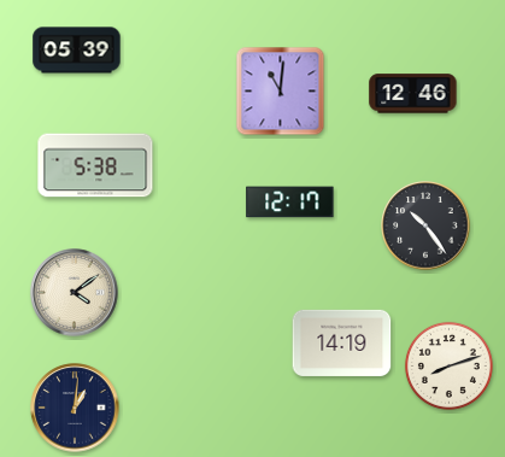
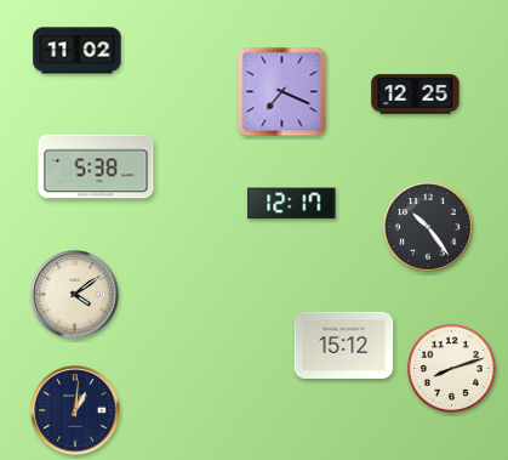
clock at (77, 51): 05:39 -> 11:02
clock at (281, 92): 11:01 -> 7:19
clock at (413, 94): 12:46 -> 12:25
clock at (342, 342): 14:19 -> 15:12
